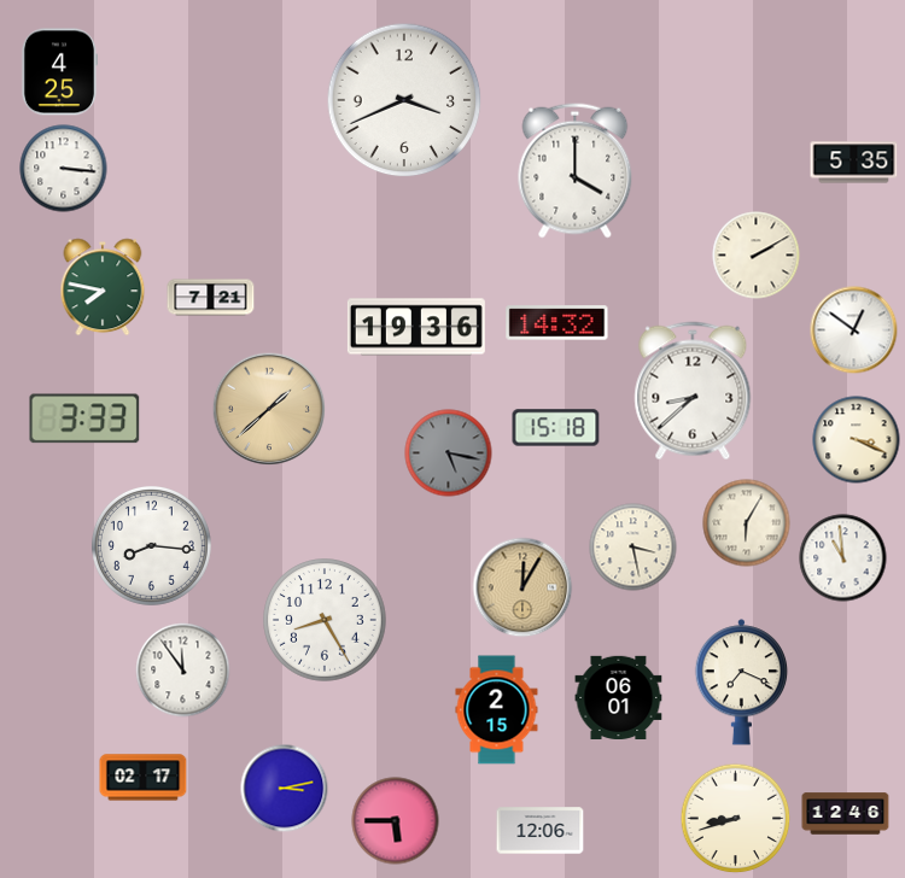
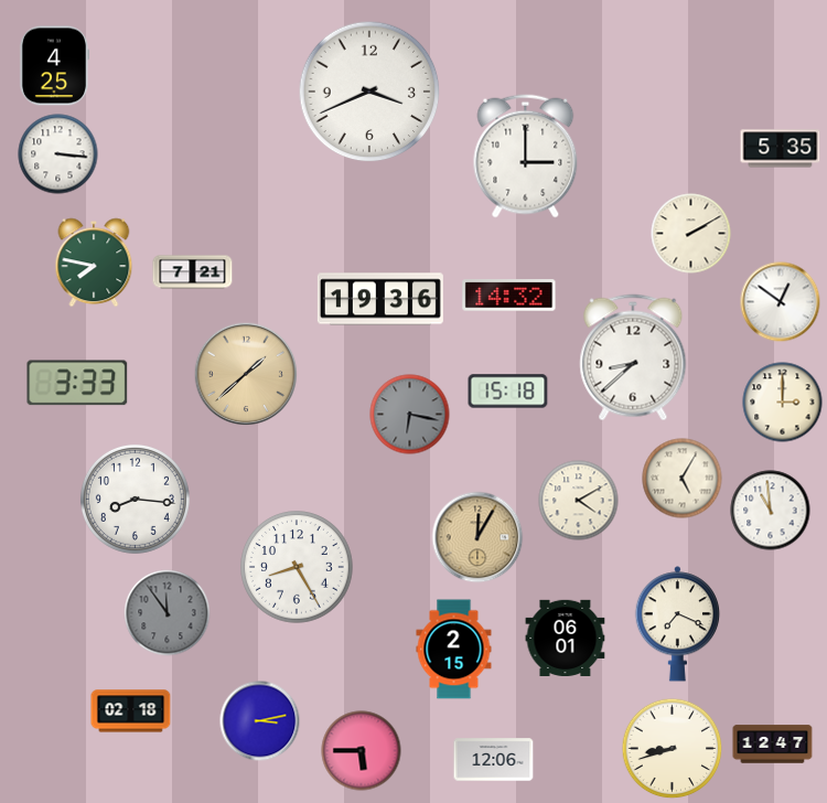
clock at (576, 171): 4:00 -> 3:00
clock at (857, 440): 3:19 -> 3:00
clock at (449, 453): 5:17 -> 6:17
clock at (747, 523): 6:05 -> 5:05
clock at (151, 545) position: (151, 545) -> (135, 499)
clock at (634, 548): 3:28 -> 4:10
clock at (183, 671) dial: white -> grey
clock at (144, 778): 02:17 -> 02:18
clock at (846, 814): 12:46 -> 12:47
